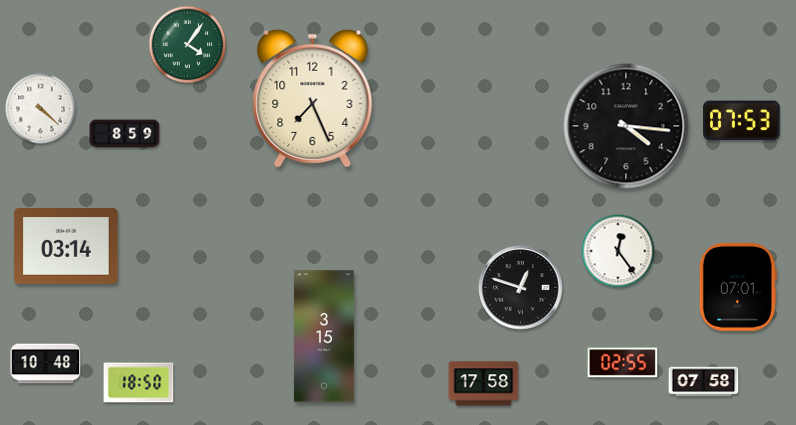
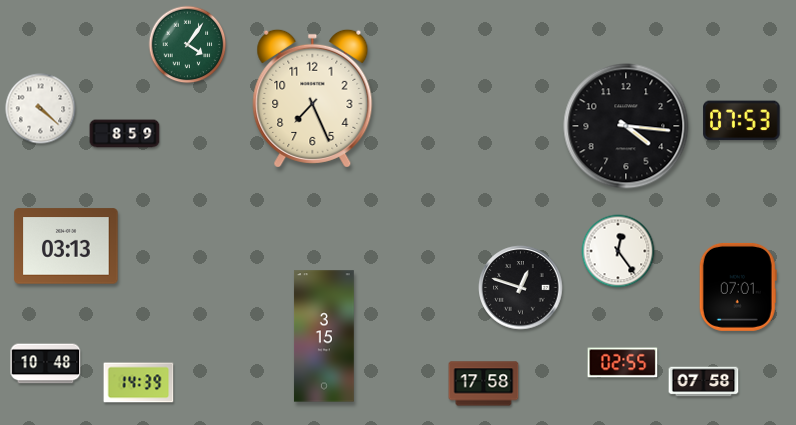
clock at (66, 246): 03:14 -> 03:13
clock at (139, 383): 18:50 -> 14:39
